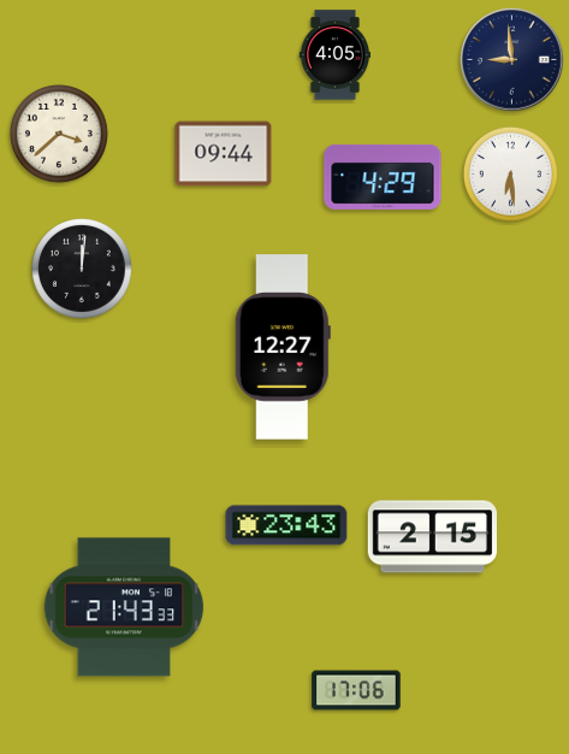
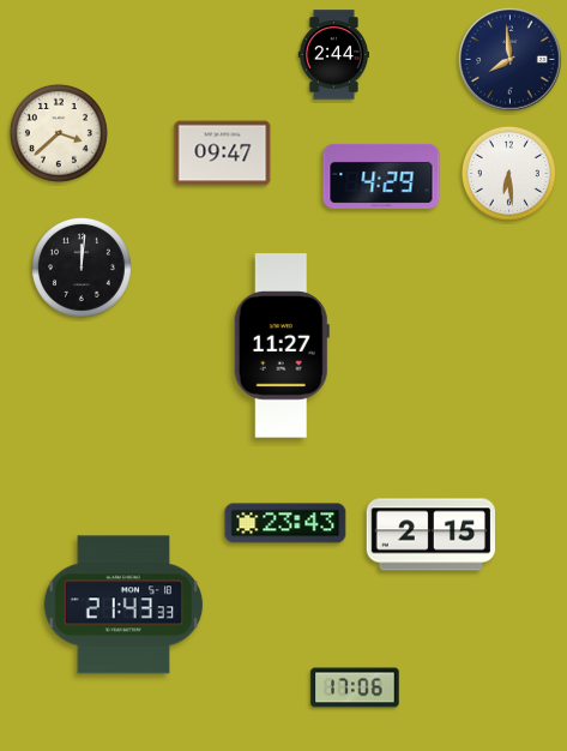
clock at (334, 55): 4:05 -> 2:44
clock at (512, 60): 8:59 -> 7:59
clock at (224, 154): 09:44 -> 09:47
clock at (283, 347): 12:27 -> 11:27
